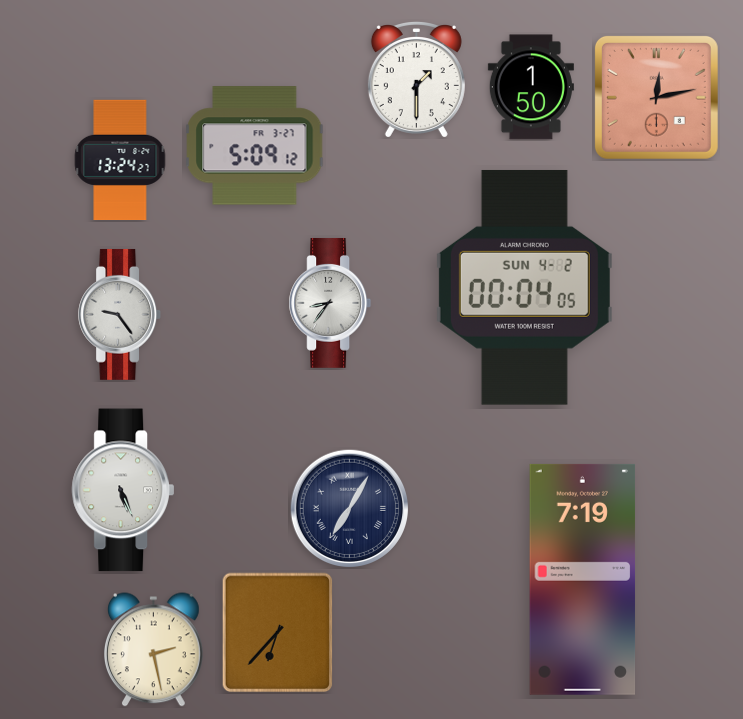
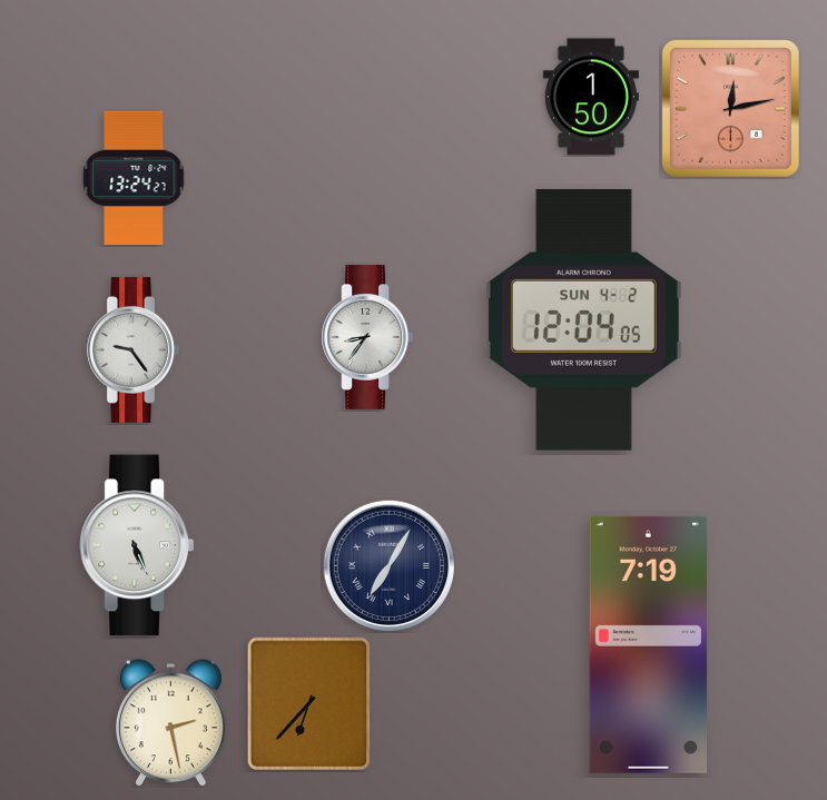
clock at (416, 80): 1:30 -> none
clock at (255, 146): 5:09 -> none
clock at (524, 287): 00:04 -> 12:04
